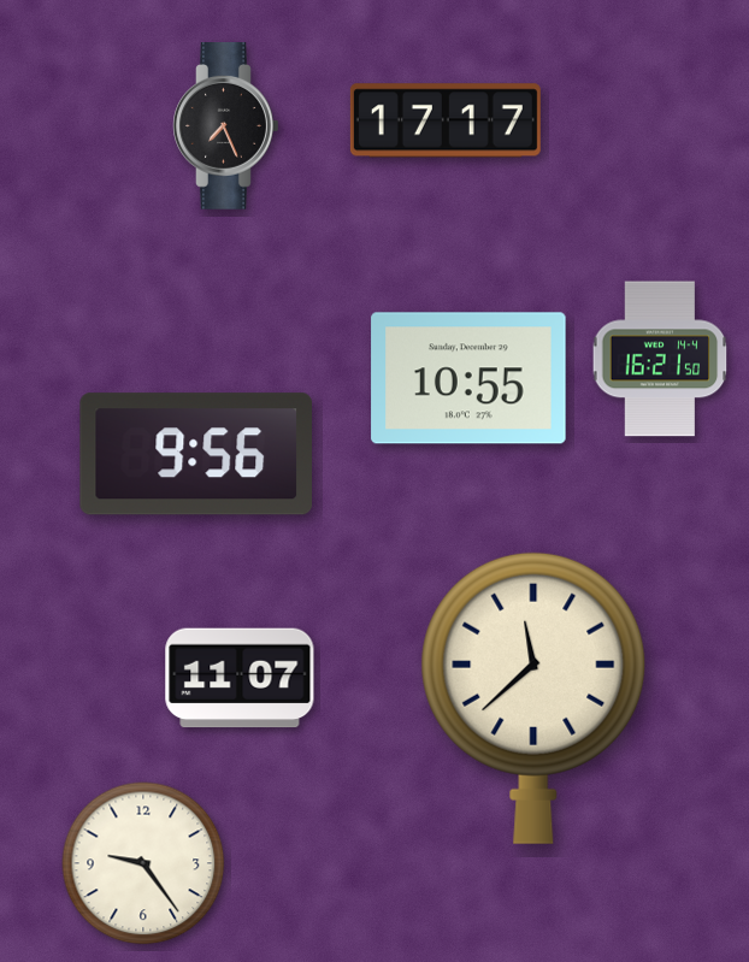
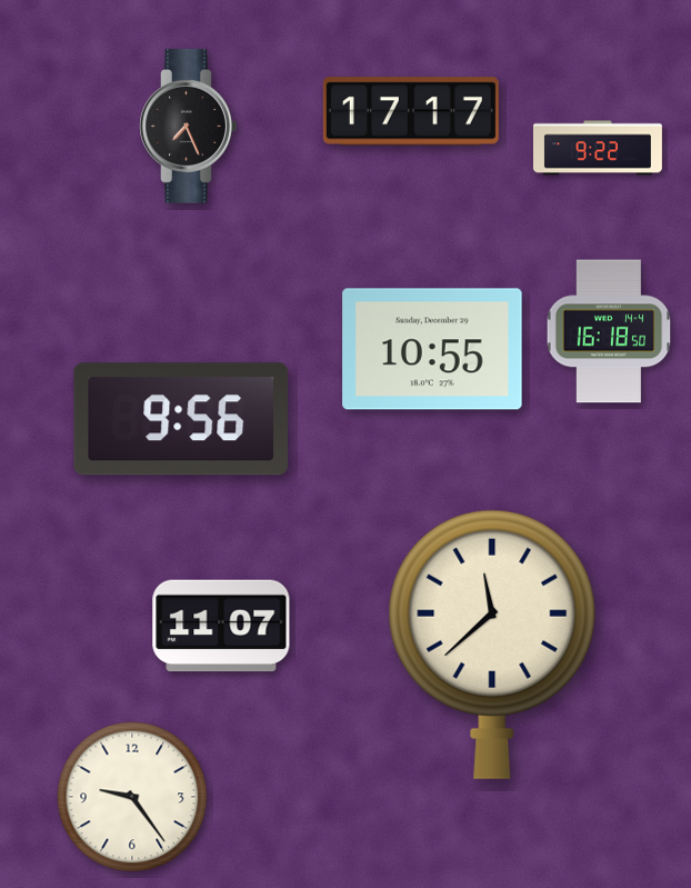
clock at (226, 126) position: (226, 126) -> (189, 127)
clock at (598, 148): none -> 9:22
clock at (660, 359): 16:21 -> 16:18
